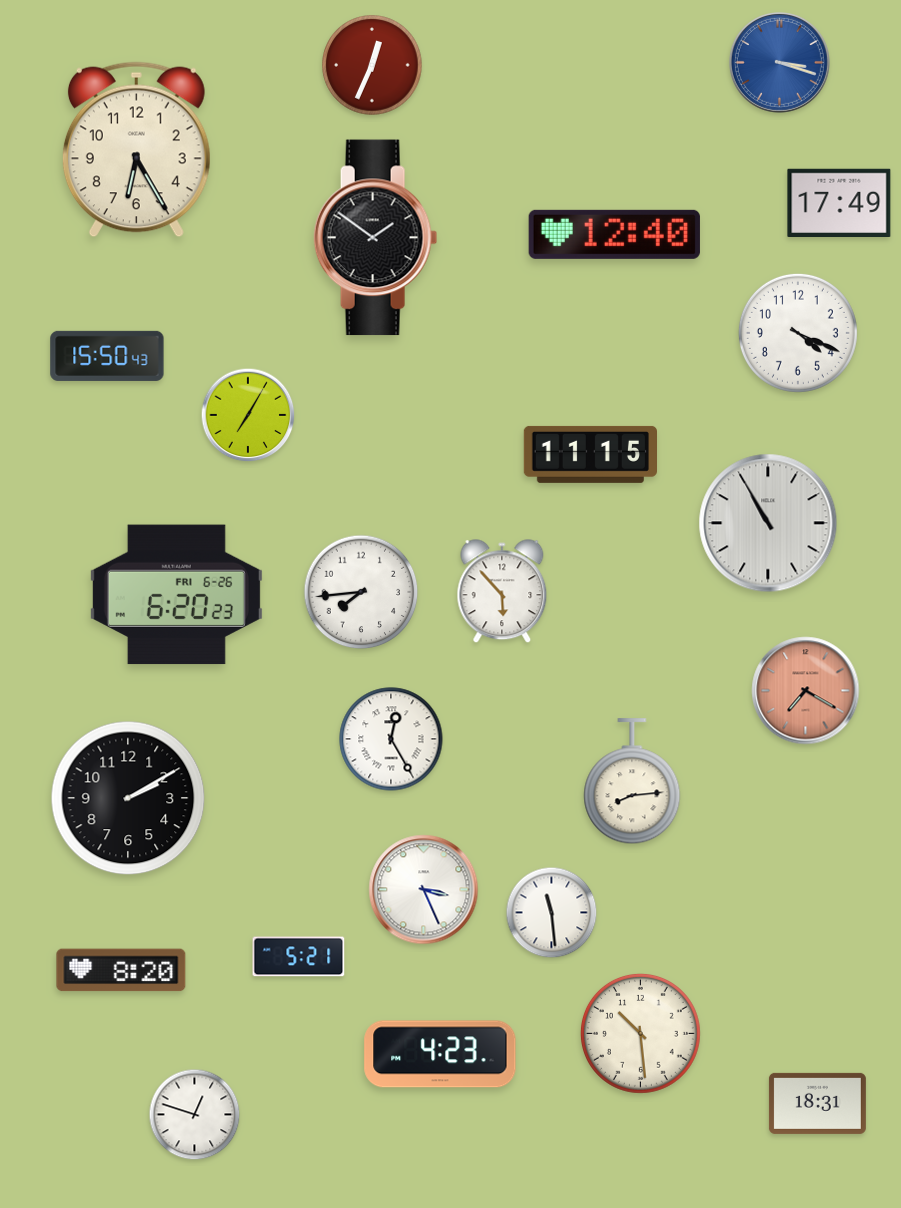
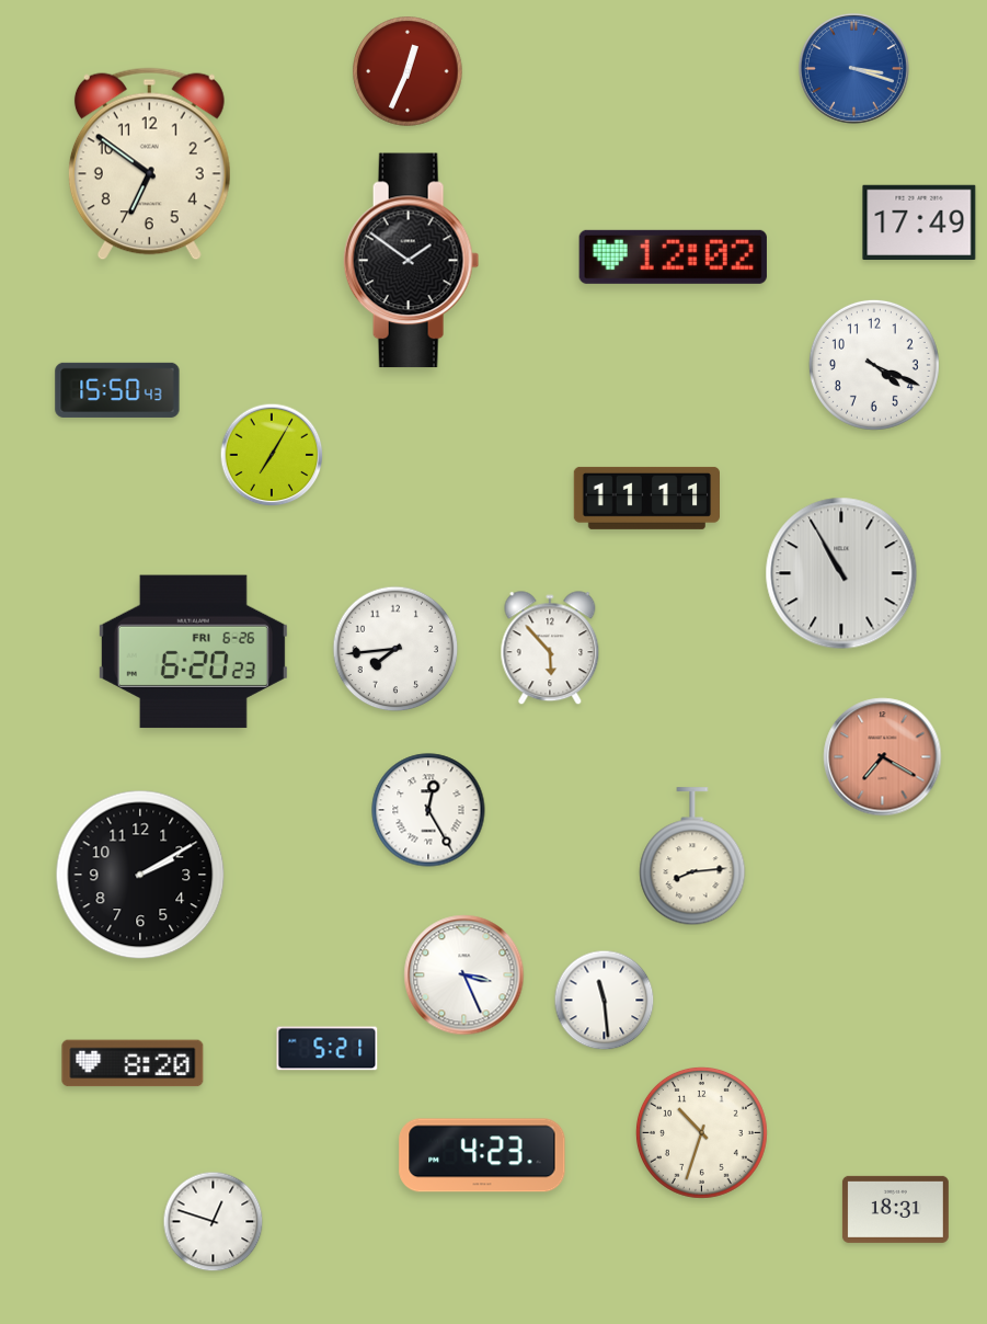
clock at (136, 150): 6:25 -> 6:51
clock at (614, 234): 12:40 -> 12:02
clock at (590, 454): 11:15 -> 11:11
clock at (640, 1033): 10:29 -> 10:33
